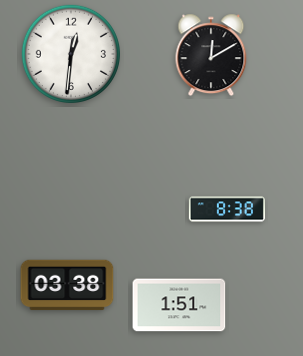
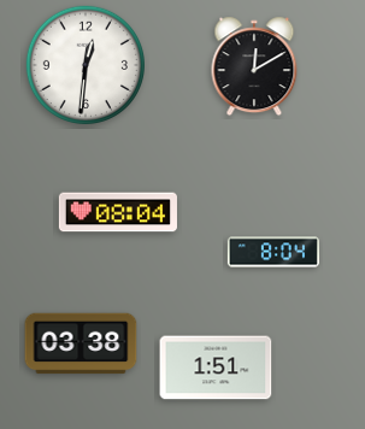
clock at (118, 212): none -> 08:04
clock at (227, 209): 8:38 -> 8:04
